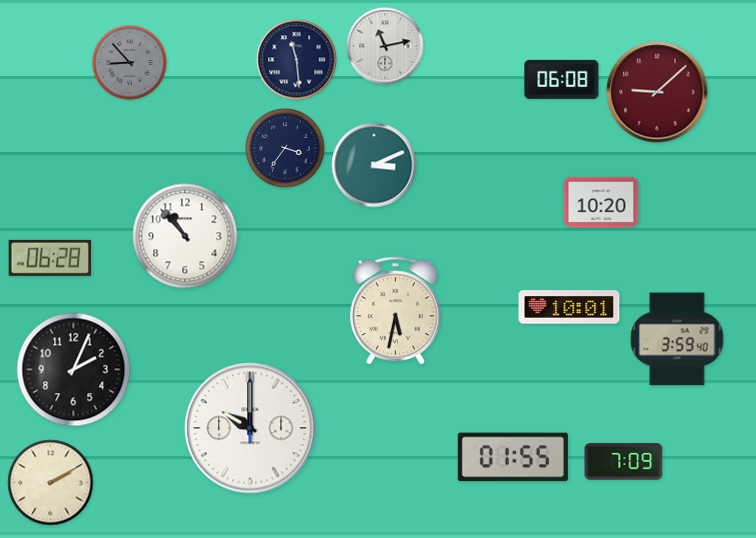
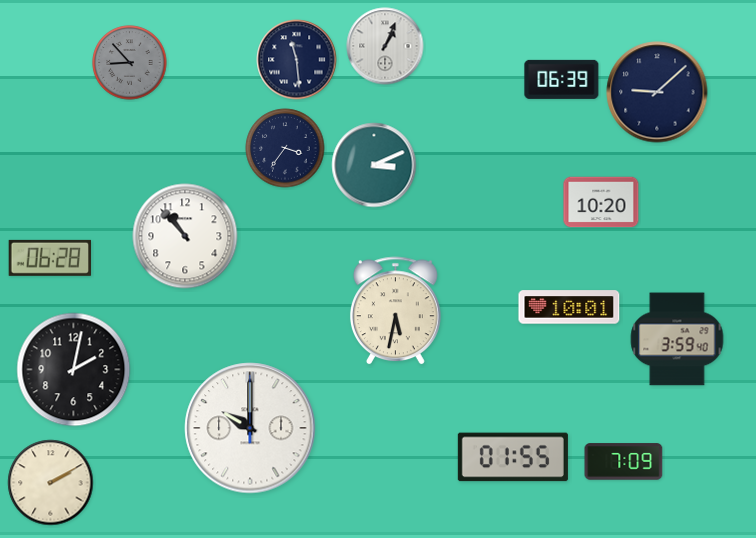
clock at (385, 46): 11:13 -> 1:04
clock at (562, 79): 06:08 -> 06:39
clock at (657, 92) dial: burgundy -> navy
clock at (74, 370): 2:04 -> 2:02
